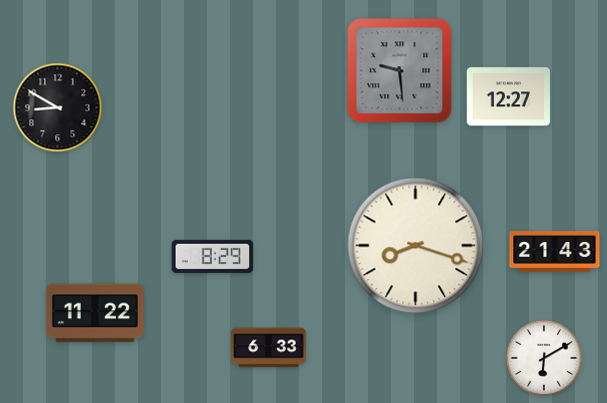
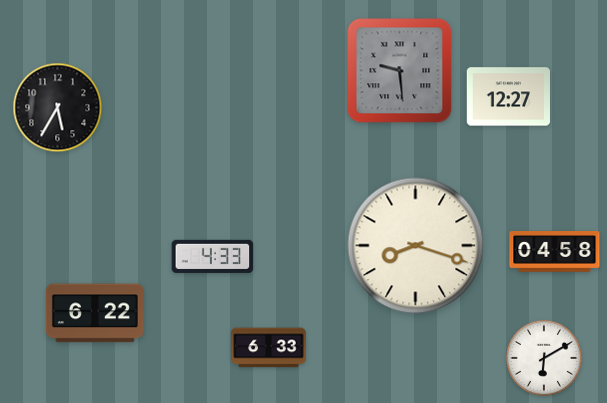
clock at (58, 108): 8:50 -> 5:35
clock at (555, 252): 21:43 -> 04:58
clock at (213, 256): 8:29 -> 4:33
clock at (95, 313): 11:22 -> 6:22
